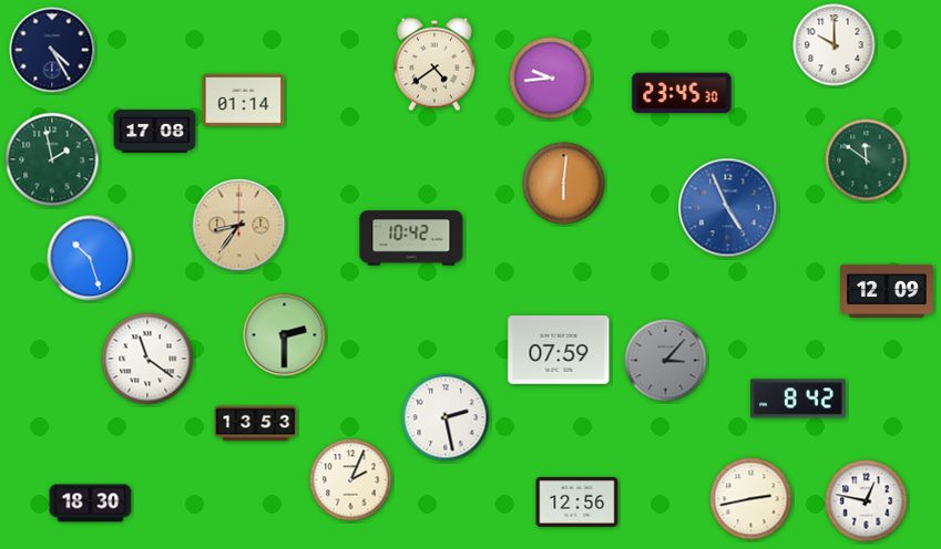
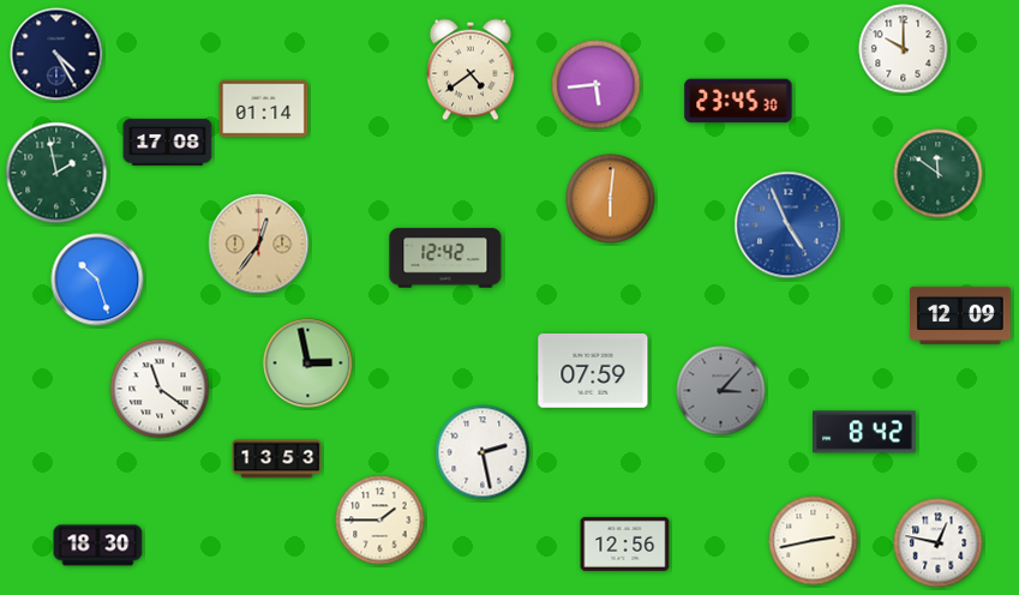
clock at (551, 79): 9:44 -> 5:44
clock at (239, 226): 8:36 -> 12:36
clock at (411, 238): 10:42 -> 12:42
clock at (285, 335): 2:30 -> 2:58
clock at (559, 351) position: (559, 351) -> (593, 372)
clock at (351, 480): 2:04 -> 1:45
